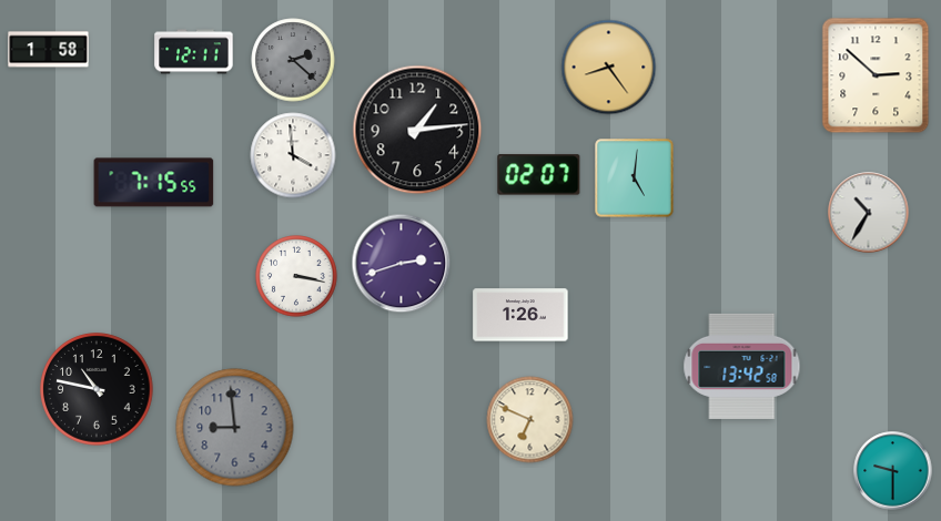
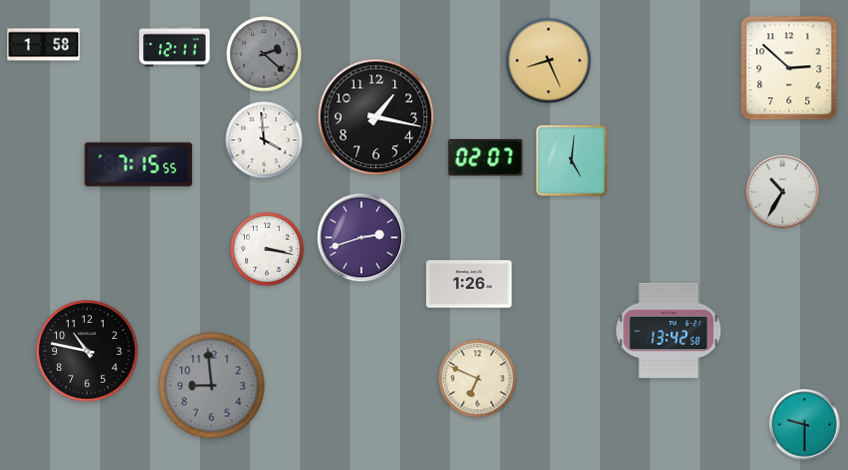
clock at (609, 68): 8:24 -> 8:26
clock at (417, 130): 1:14 -> 1:17
